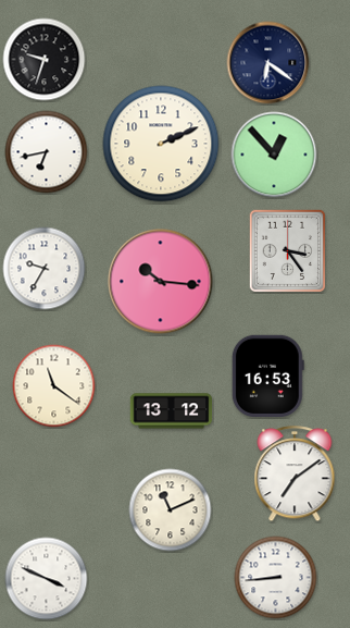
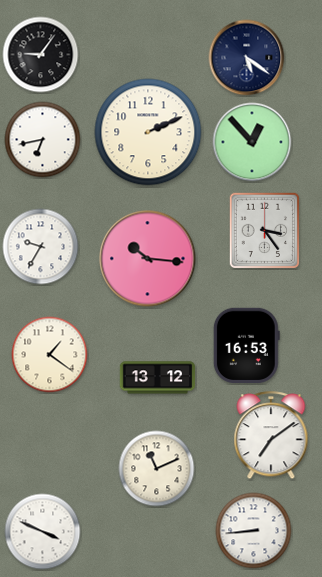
clock at (45, 60): 9:33 -> 9:06
clock at (268, 63): 6:21 -> 5:21
clock at (54, 386): 11:21 -> 1:21
